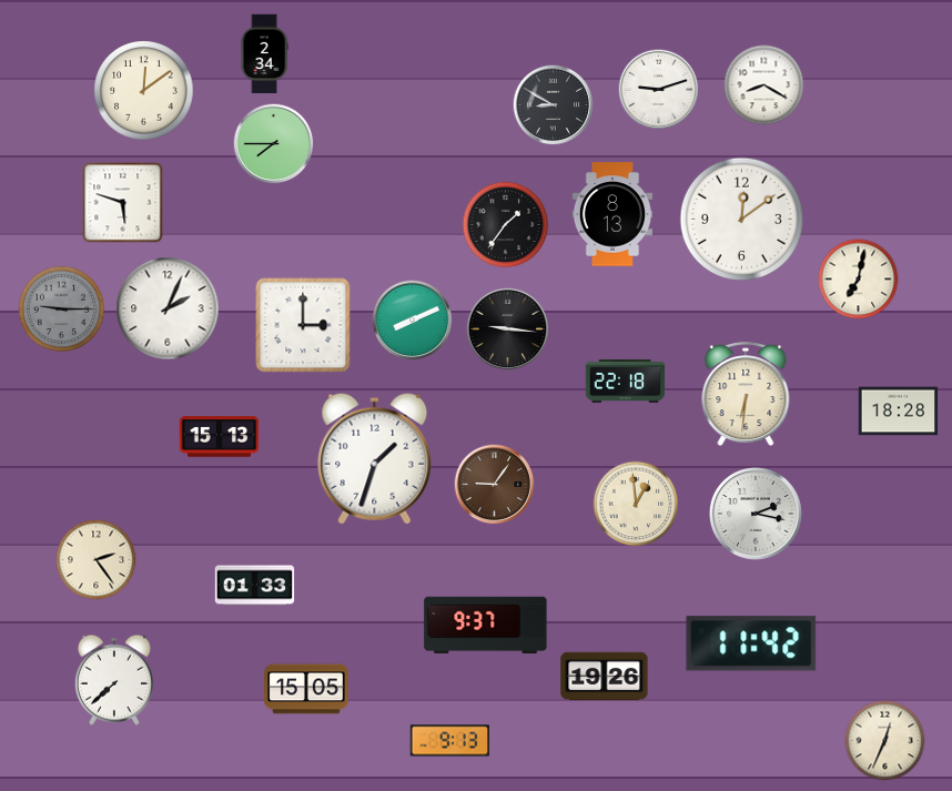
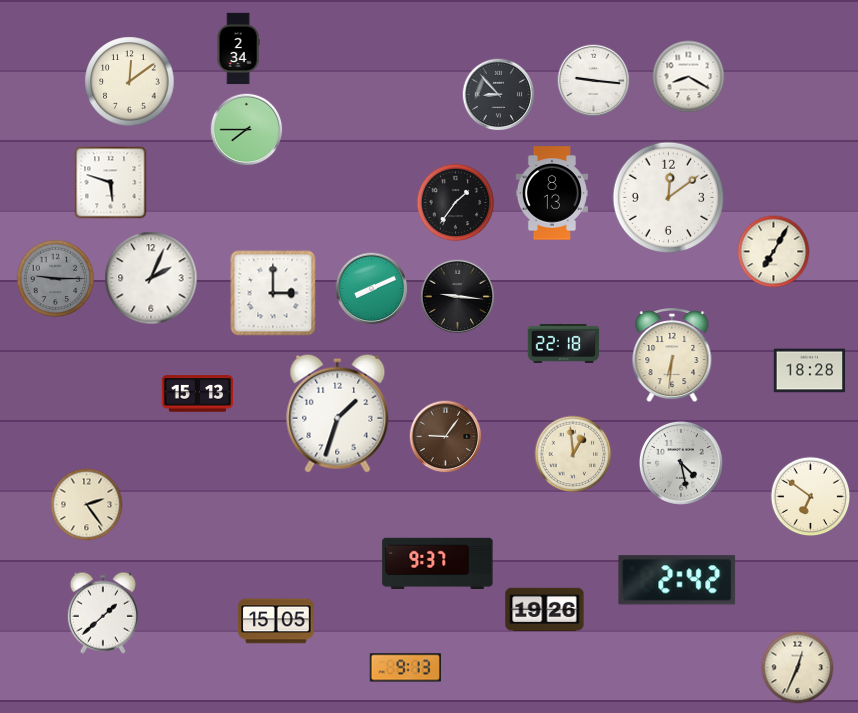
clock at (659, 90): 9:12 -> 9:16
clock at (554, 105): 8:50 -> 8:53
clock at (859, 280): 7:02 -> 7:05
clock at (757, 515): 2:17 -> 4:28
clock at (811, 497): none -> 6:51
clock at (255, 586): 01:33 -> none
clock at (751, 643): 11:42 -> 2:42
clock at (114, 680): 7:38 -> 1:38
